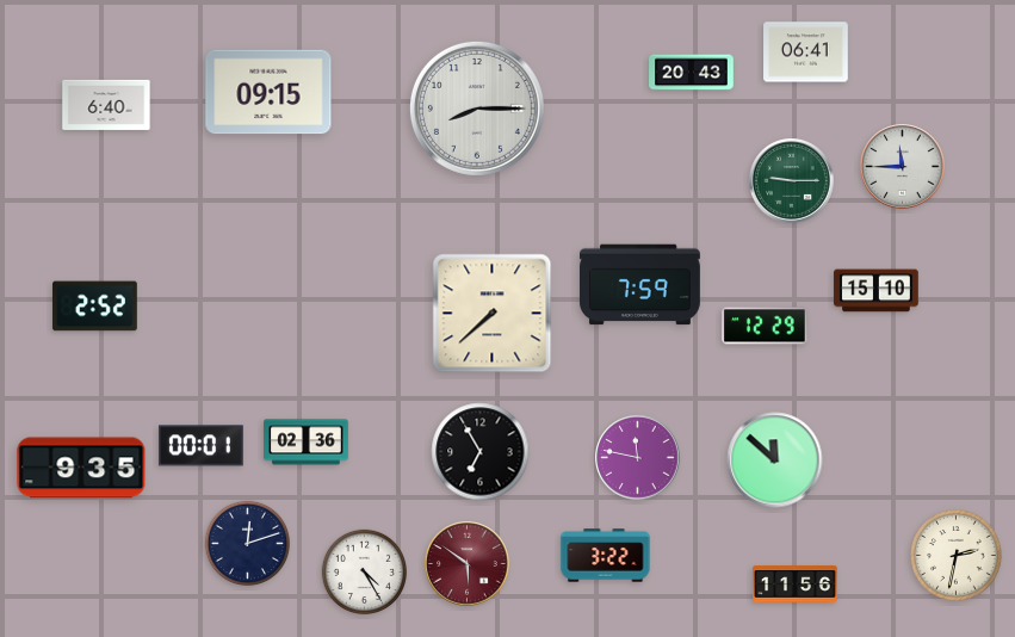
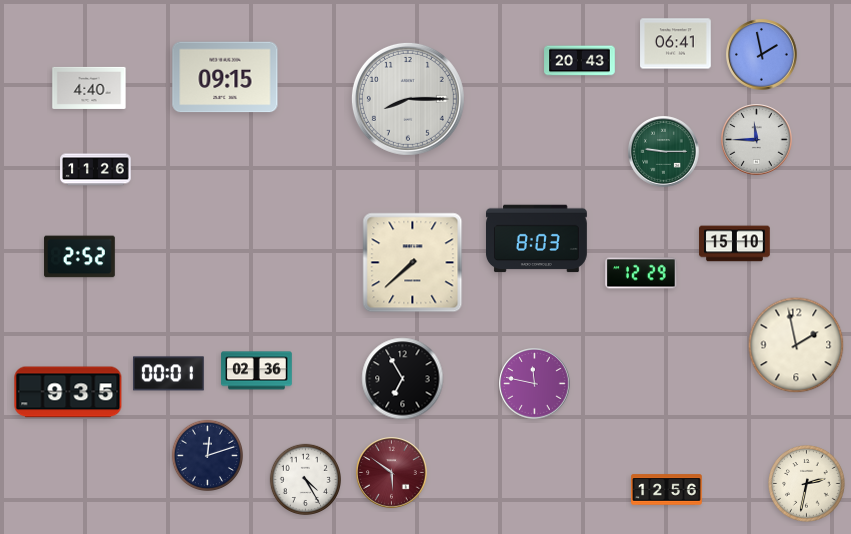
clock at (762, 55): none -> 1:58
clock at (106, 105): 6:40 -> 4:40
clock at (477, 109) position: (477, 109) -> (408, 99)
clock at (96, 170): none -> 11:26
clock at (639, 285): 7:59 -> 8:03
clock at (796, 345): none -> 1:58
clock at (775, 460): 11:52 -> none
clock at (606, 556): 3:22 -> none
clock at (957, 556) position: (957, 556) -> (807, 484)
clock at (796, 585): 11:56 -> 12:56
